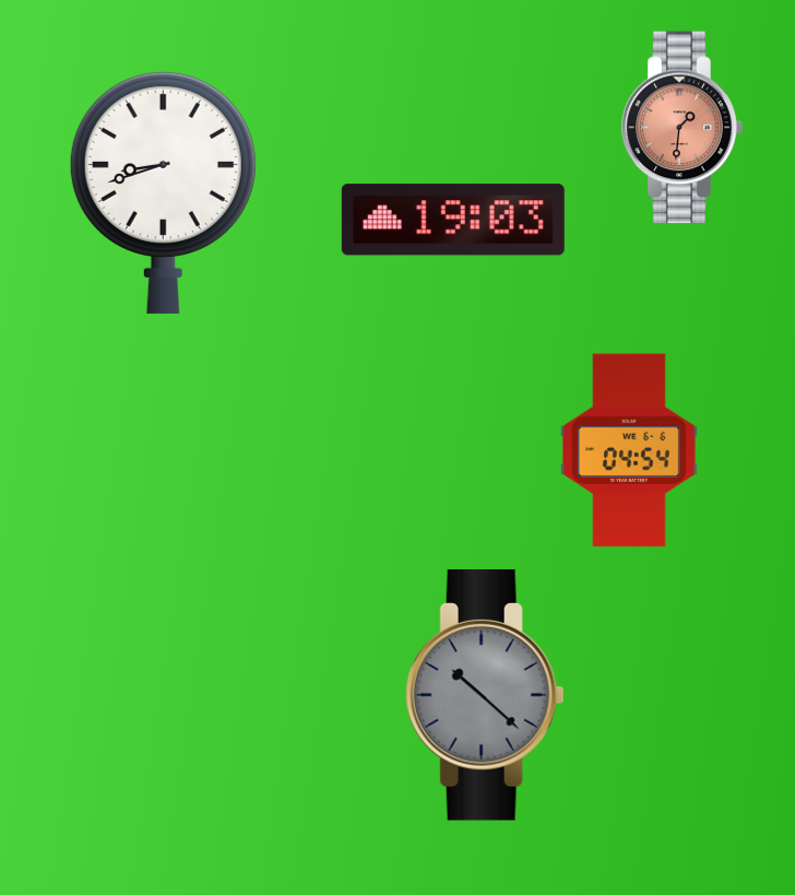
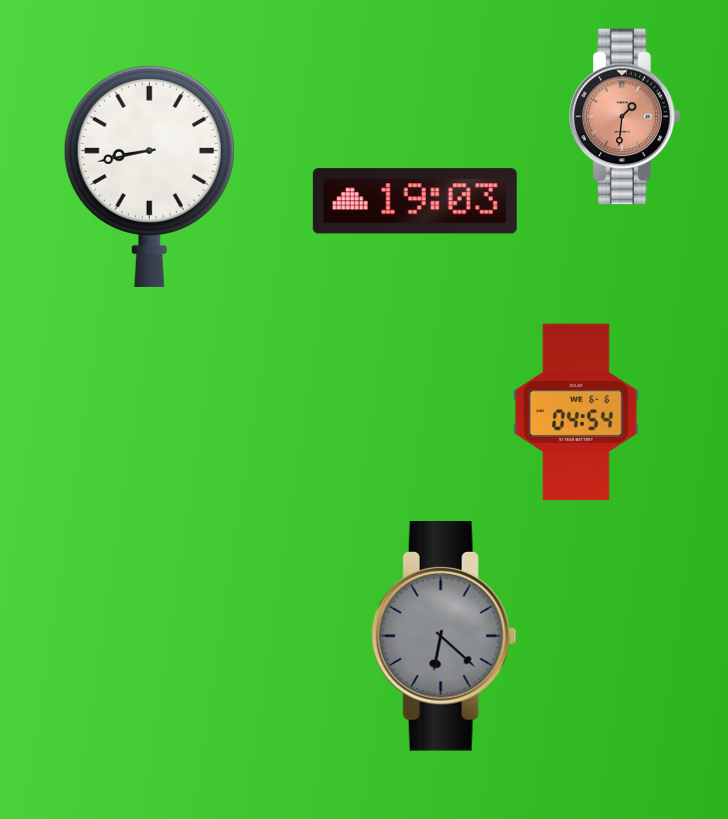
clock at (163, 192): 8:42 -> 8:43
clock at (485, 695): 10:22 -> 6:22
